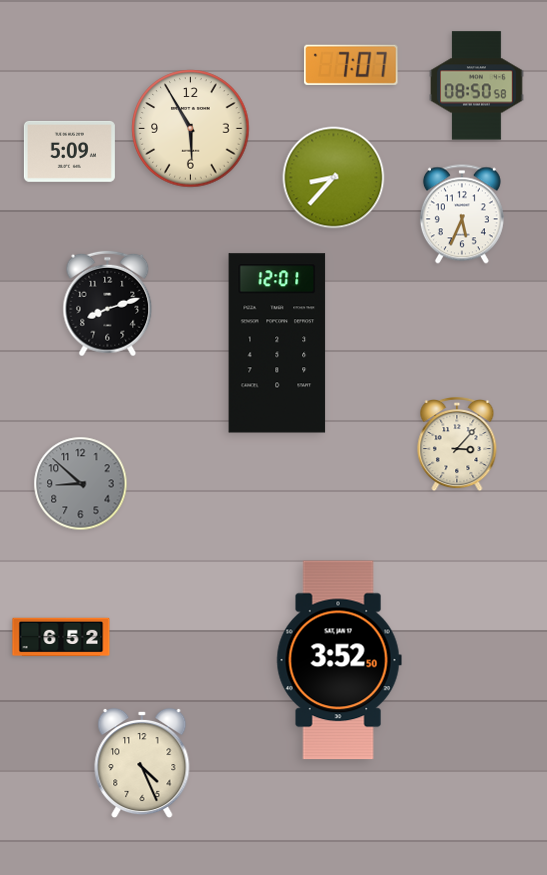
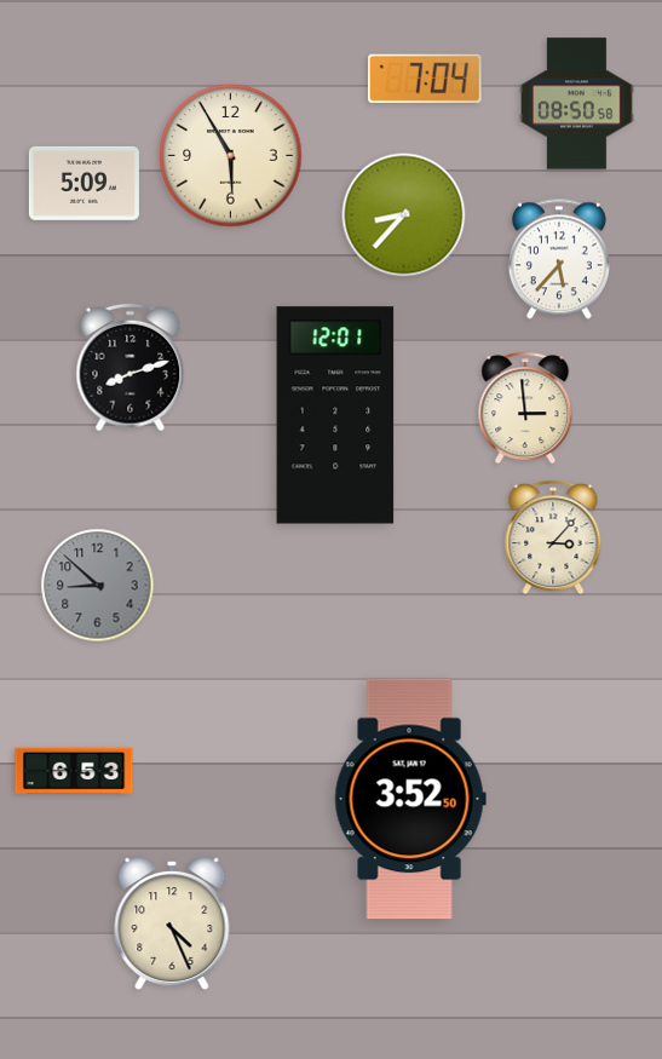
clock at (351, 65): 7:07 -> 7:04
clock at (462, 214): 5:34 -> 5:37
clock at (525, 408): none -> 2:59
clock at (61, 637): 6:52 -> 6:53
